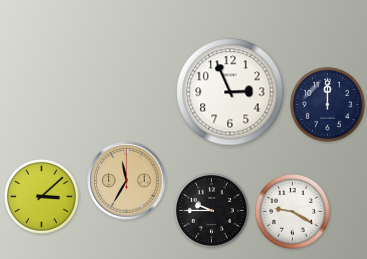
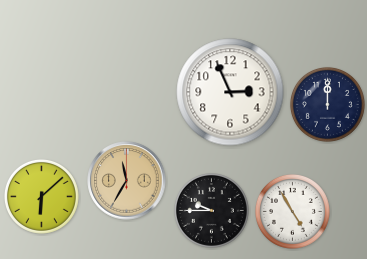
clock at (41, 196): 3:08 -> 6:08
clock at (292, 211): 9:20 -> 4:55
